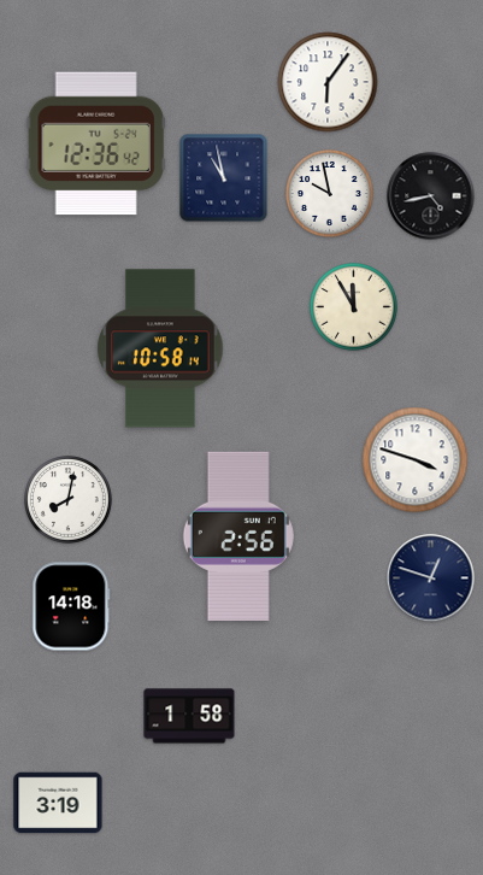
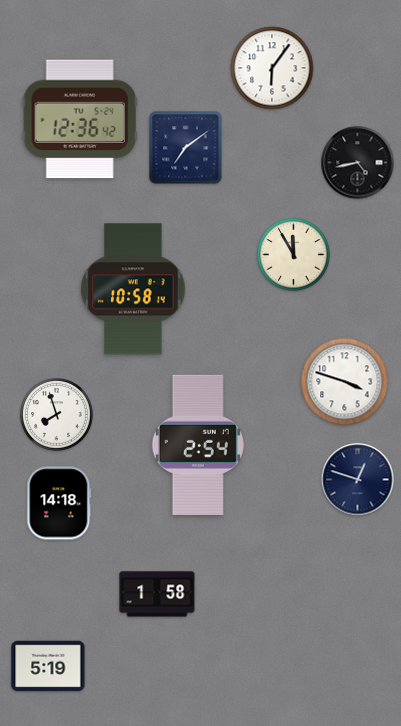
clock at (224, 178): 10:58 -> 7:09
clock at (330, 194): 9:58 -> none
clock at (69, 500): 8:02 -> 7:57
clock at (238, 536): 2:56 -> 2:54
clock at (58, 803): 3:19 -> 5:19
